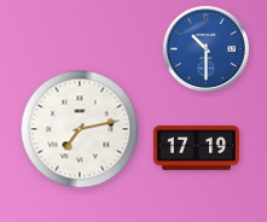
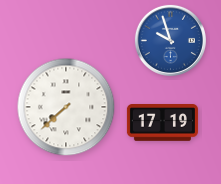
clock at (205, 48): 10:30 -> 9:57
clock at (80, 129): 7:13 -> 7:38
